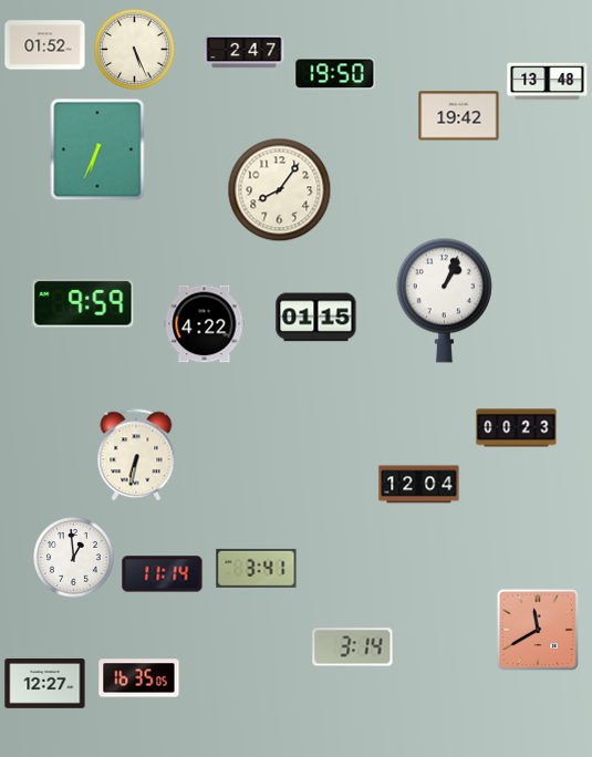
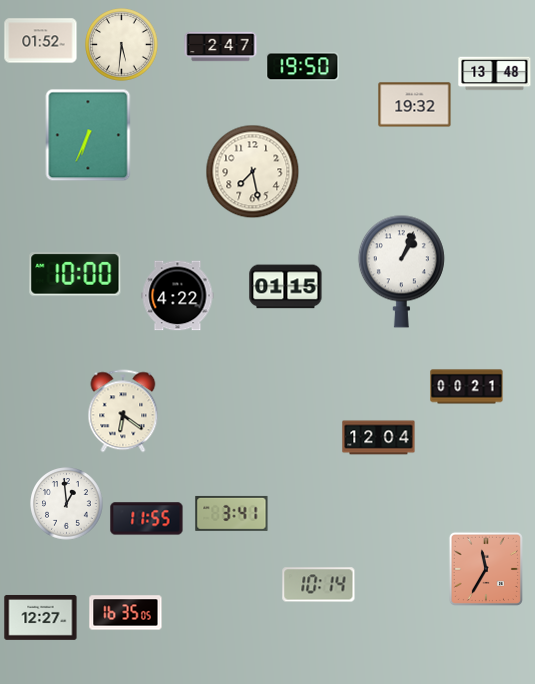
clock at (135, 50): 5:26 -> 5:31
clock at (459, 116): 19:42 -> 19:32
clock at (280, 190): 8:06 -> 7:28
clock at (83, 303): 9:59 -> 10:00
clock at (205, 324) position: (205, 324) -> (178, 296)
clock at (517, 428): 00:23 -> 00:21
clock at (136, 455): 6:32 -> 6:21
clock at (163, 574): 11:14 -> 11:55
clock at (538, 630): 11:40 -> 11:35
clock at (353, 647): 3:14 -> 10:14
